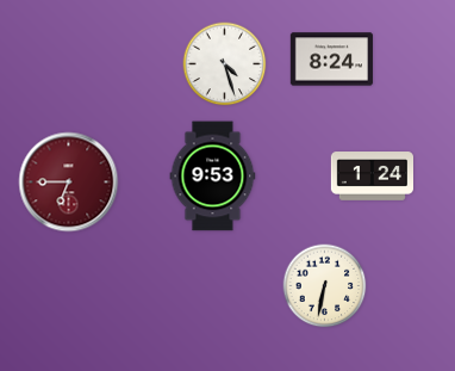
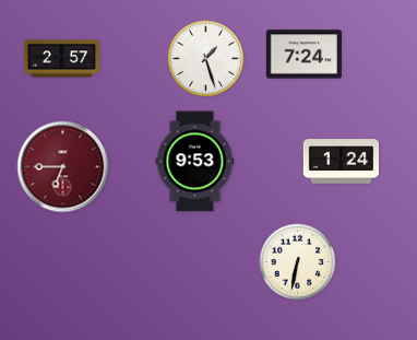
clock at (331, 60): 8:24 -> 7:24
clock at (61, 59): none -> 2:57
clock at (225, 64): 4:27 -> 1:27
